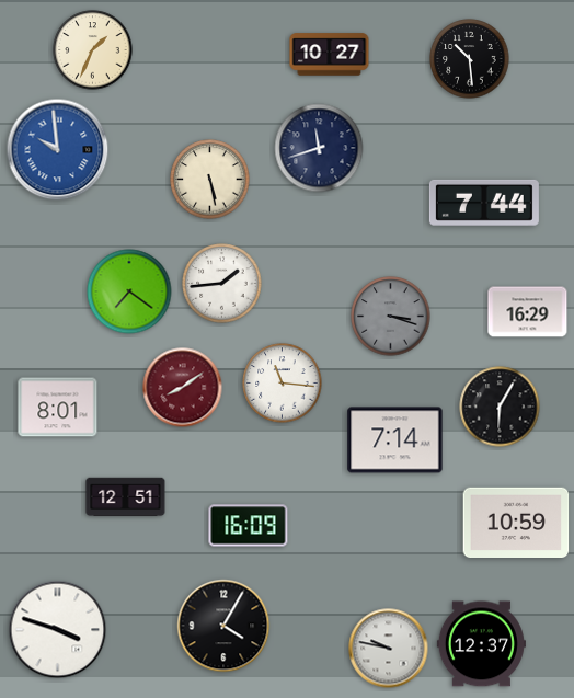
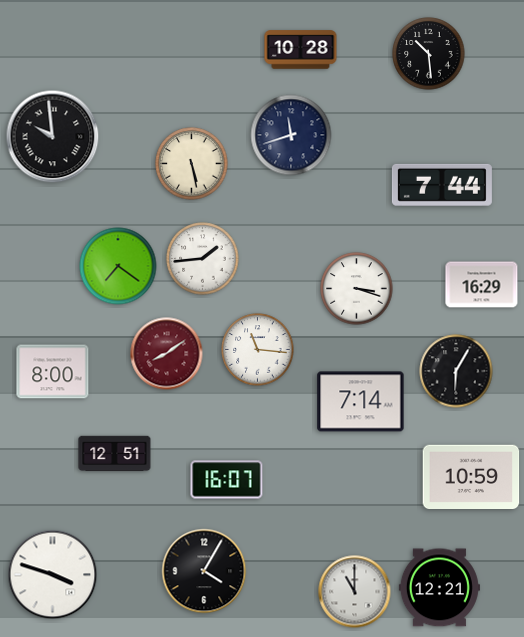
clock at (93, 50): 1:34 -> none
clock at (330, 55): 10:27 -> 10:28
clock at (58, 150) dial: blue -> black
clock at (391, 317) dial: grey -> white
clock at (58, 408): 8:01 -> 8:00
clock at (249, 526): 16:09 -> 16:07
clock at (481, 644): 12:37 -> 12:21
clock at (389, 649): 9:47 -> 11:00
